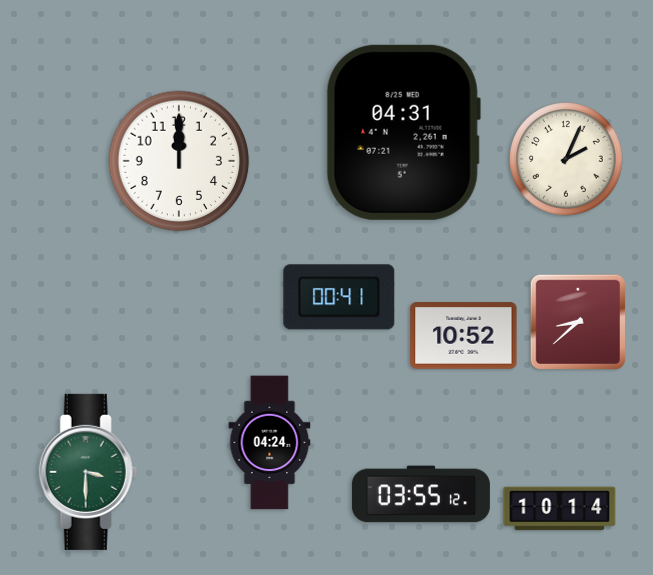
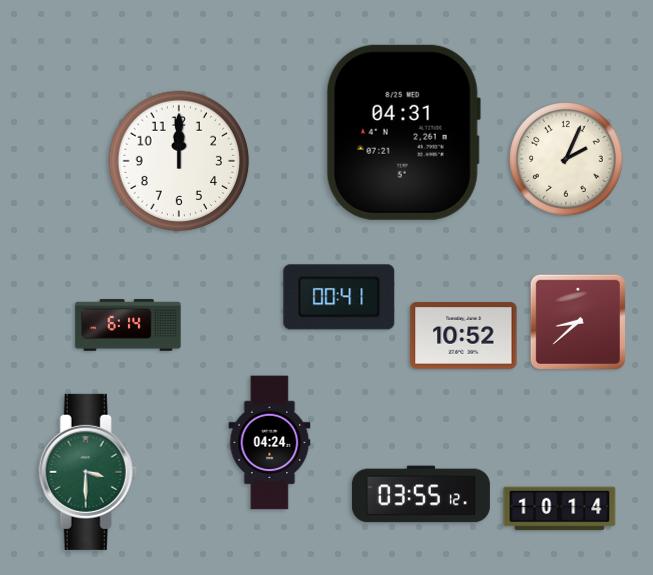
clock at (128, 325): none -> 6:14
